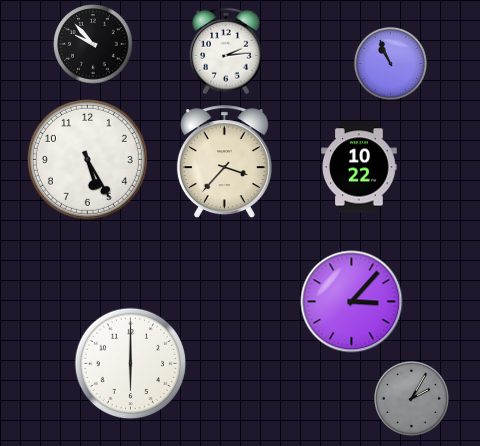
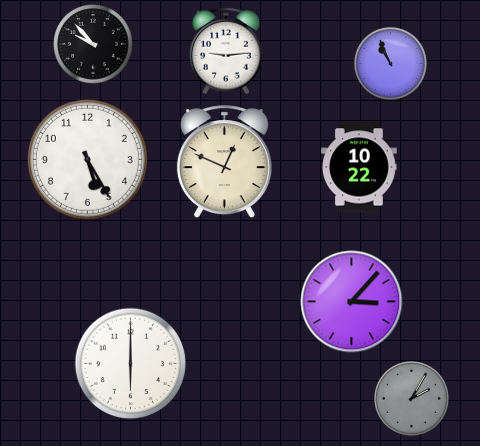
clock at (226, 51): 2:14 -> 9:14
clock at (224, 162): 3:37 -> 12:49
